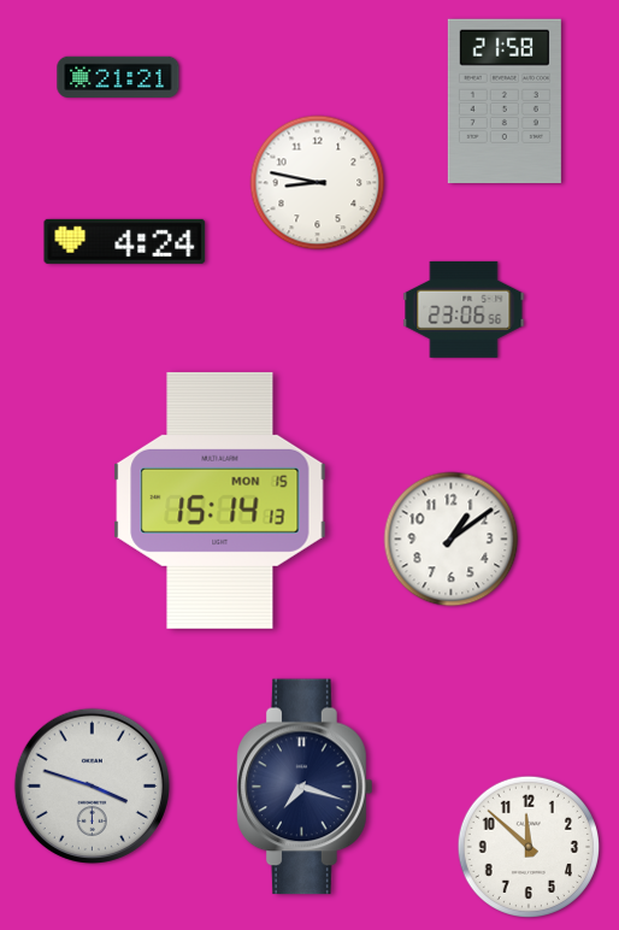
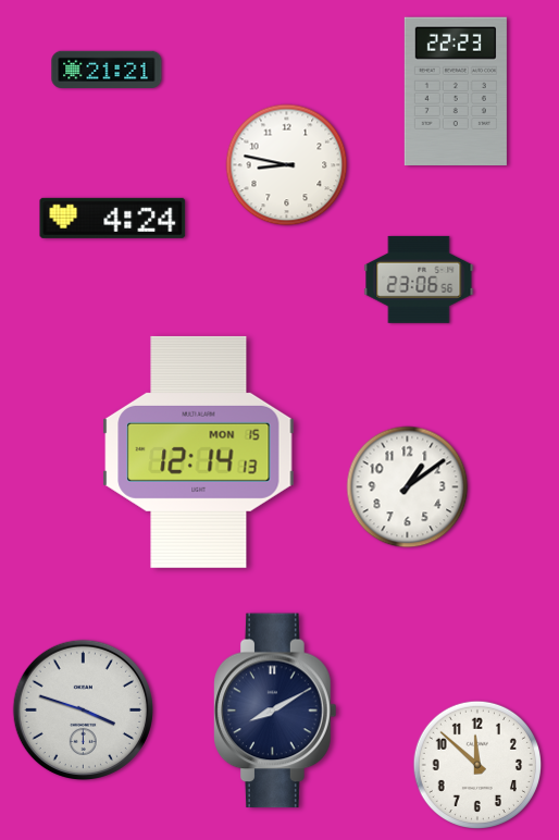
clock at (505, 100): 21:58 -> 22:23
clock at (220, 500): 15:14 -> 12:14
clock at (305, 787): 7:18 -> 8:10
